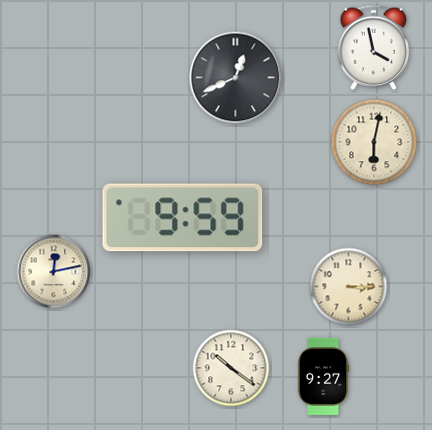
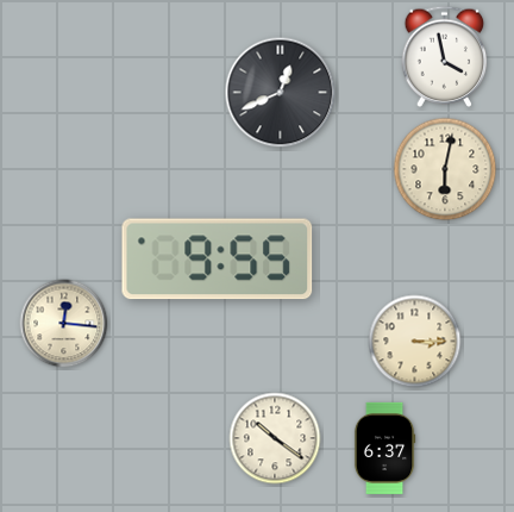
clock at (183, 218): 9:59 -> 9:55
clock at (54, 272): 12:13 -> 12:16
clock at (323, 376): 9:27 -> 6:37
